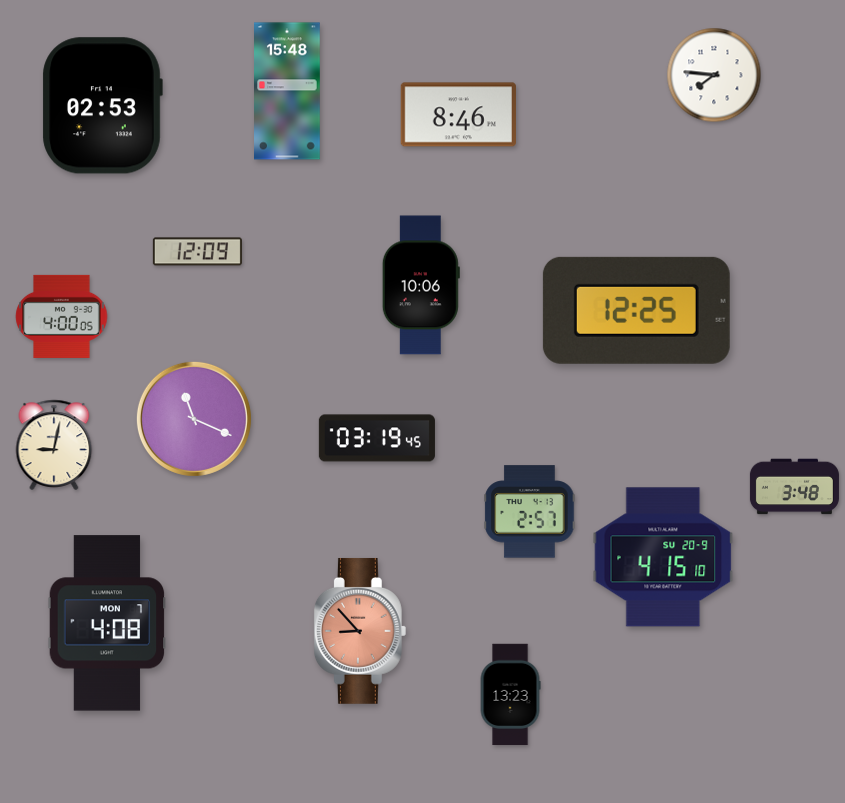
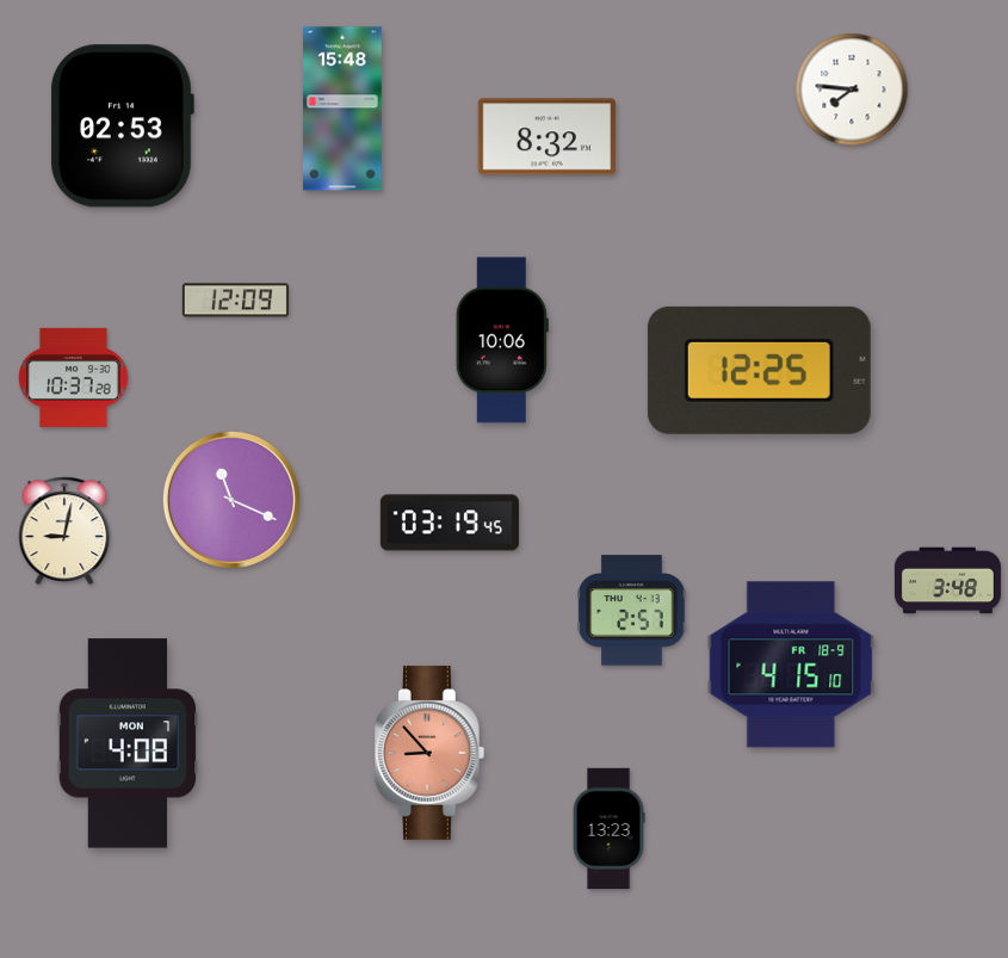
clock at (458, 115): 8:46 -> 8:32
clock at (62, 316): 4:00 -> 10:37
clock at (663, 557) date: SU 20-9 -> FR 18-9
